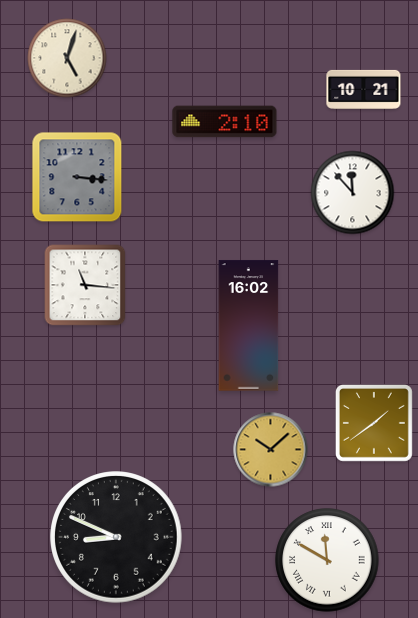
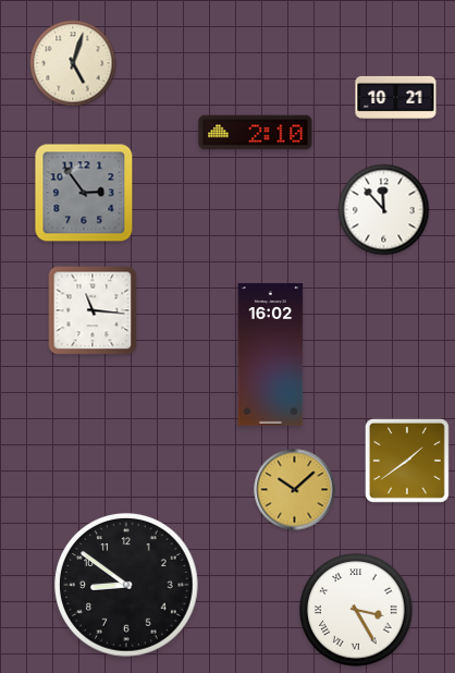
clock at (225, 122) position: (225, 122) -> (256, 133)
clock at (77, 177): 3:16 -> 2:54
clock at (116, 537): 8:49 -> 8:51
clock at (327, 560): 11:50 -> 3:25
